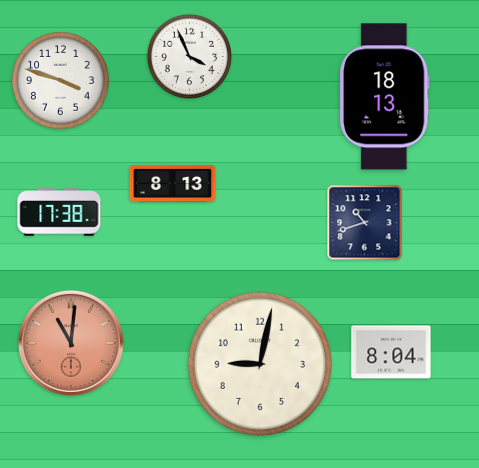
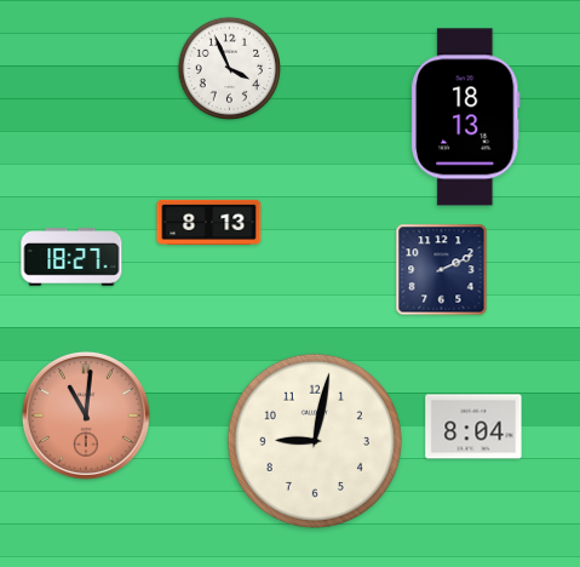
clock at (61, 81): 3:48 -> none
clock at (59, 212): 17:38 -> 18:27
clock at (365, 223): 10:42 -> 2:11
